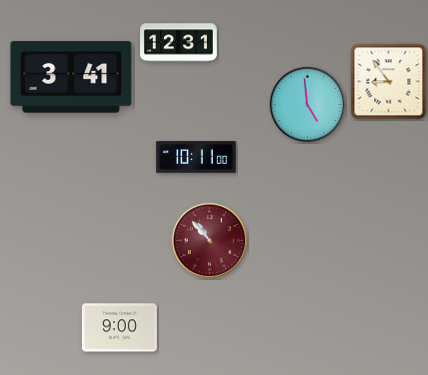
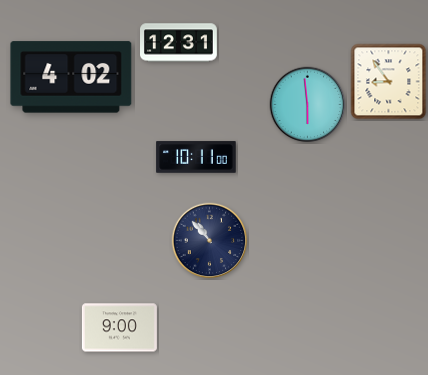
clock at (71, 77): 3:41 -> 4:02
clock at (308, 105): 4:59 -> 5:59
clock at (210, 241) dial: burgundy -> navy
